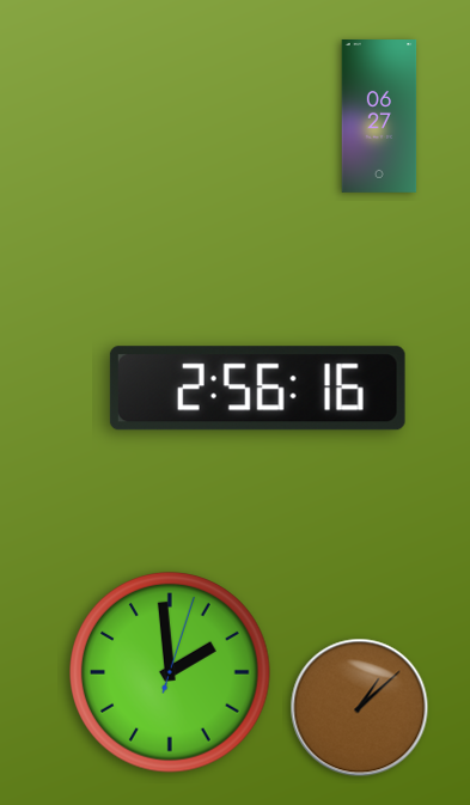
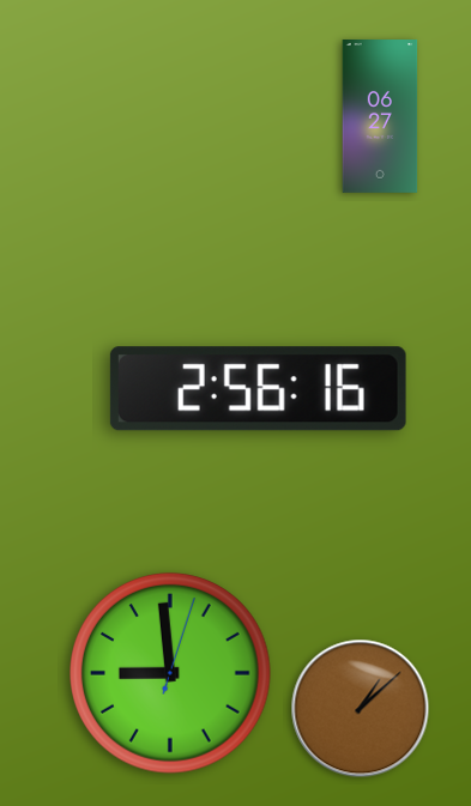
clock at (170, 672): 1:59 -> 8:59
